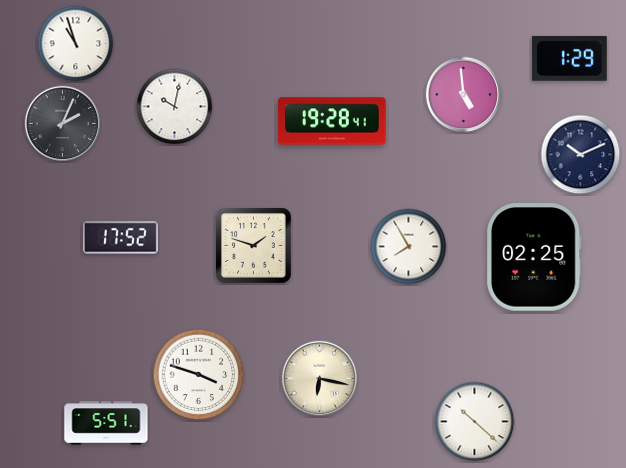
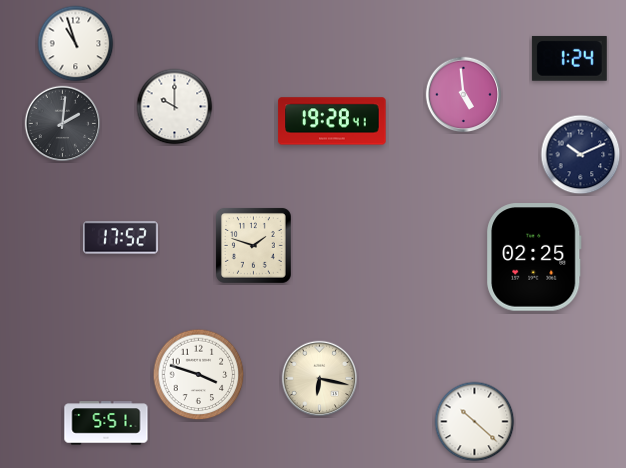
clock at (569, 58): 1:29 -> 1:24
clock at (175, 107): 10:02 -> 10:00
clock at (63, 124): 2:04 -> 2:01
clock at (409, 247): 7:55 -> none
